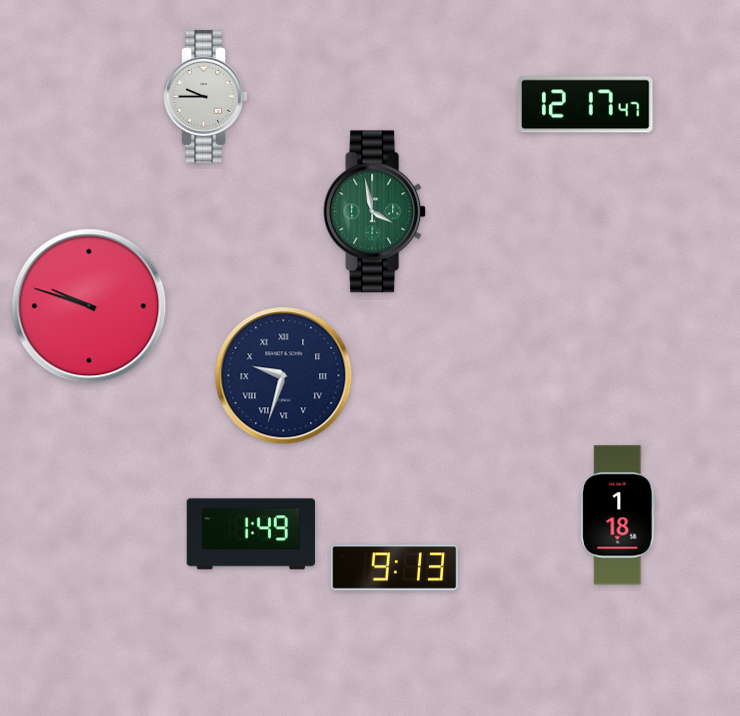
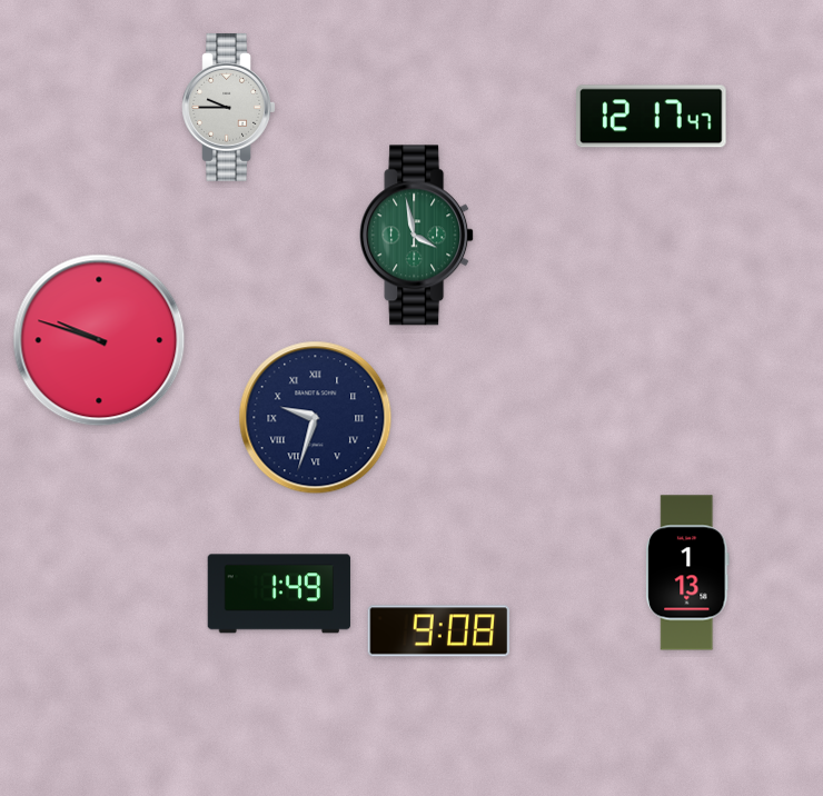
clock at (618, 515): 1:18 -> 1:13
clock at (395, 568): 9:13 -> 9:08
